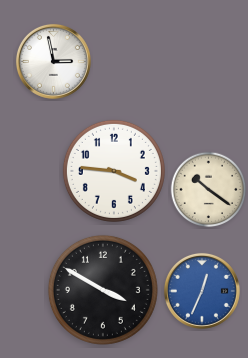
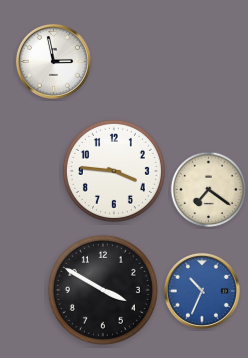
clock at (209, 190): 10:21 -> 7:21
clock at (202, 291): 12:34 -> 10:34
